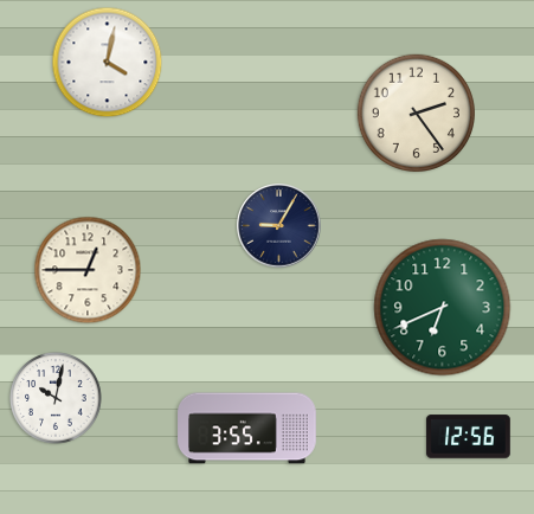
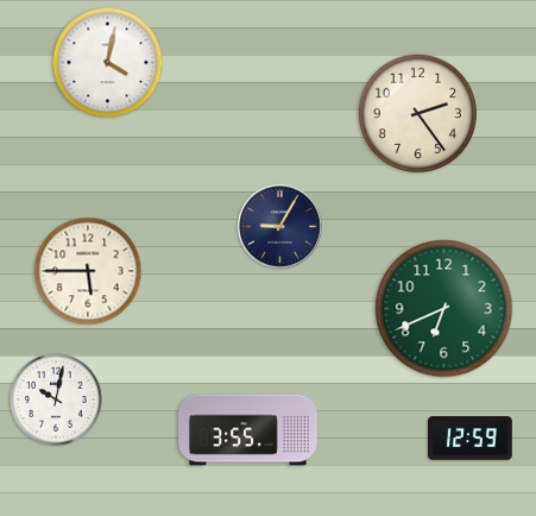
clock at (88, 270): 12:45 -> 5:45
clock at (469, 437): 12:56 -> 12:59
